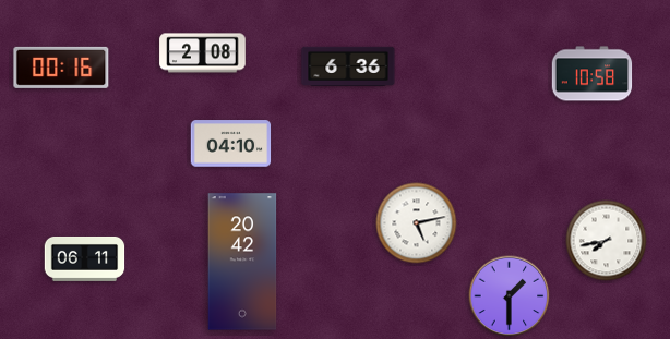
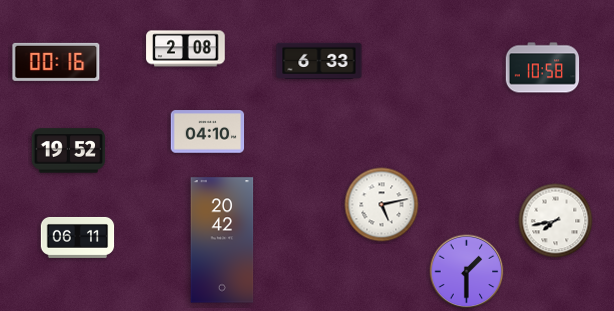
clock at (348, 65): 6:36 -> 6:33
clock at (231, 144) position: (231, 144) -> (208, 132)
clock at (69, 151): none -> 19:52
